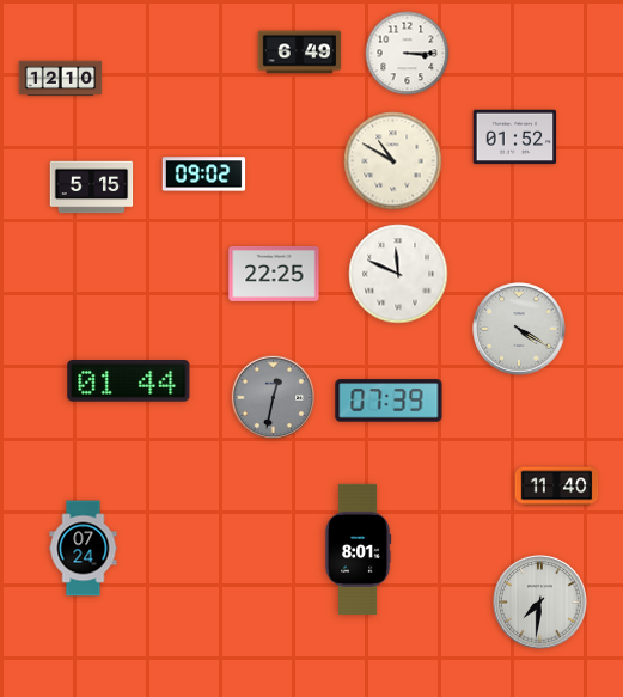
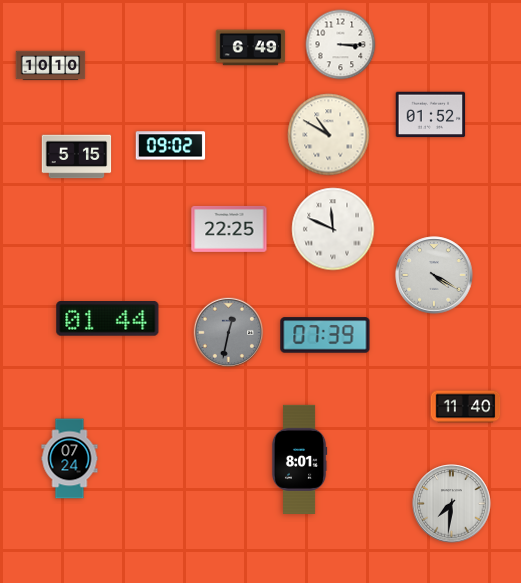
clock at (300, 53) position: (300, 53) -> (251, 48)
clock at (61, 79): 12:10 -> 10:10
